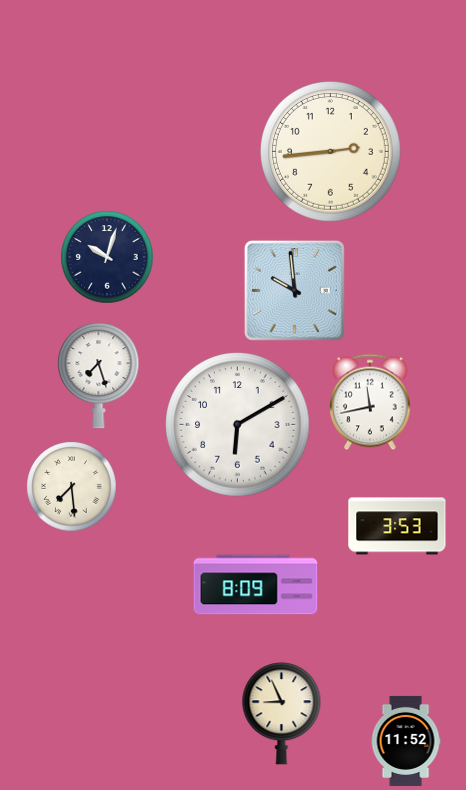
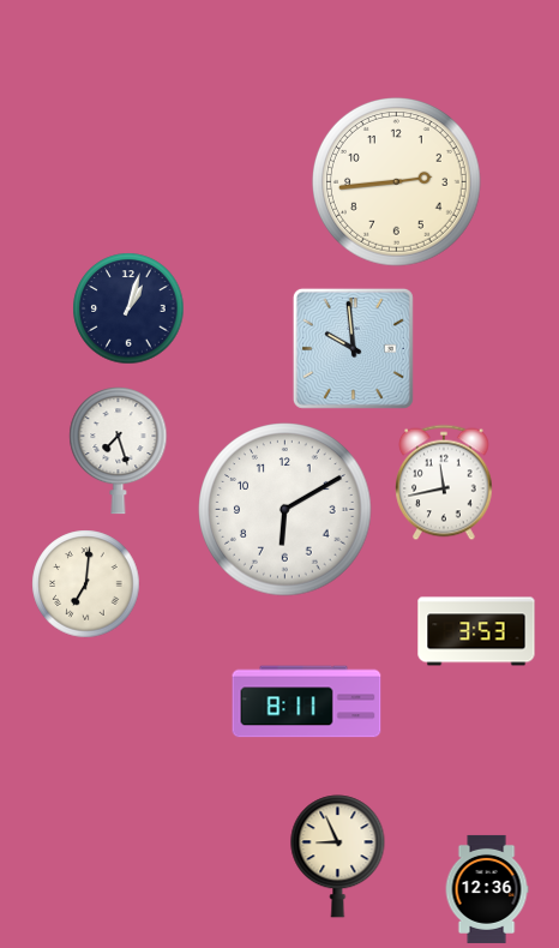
clock at (107, 257): 10:03 -> 1:03
clock at (72, 487): 7:29 -> 7:01
clock at (256, 585): 8:09 -> 8:11
clock at (406, 741): 11:52 -> 12:36
